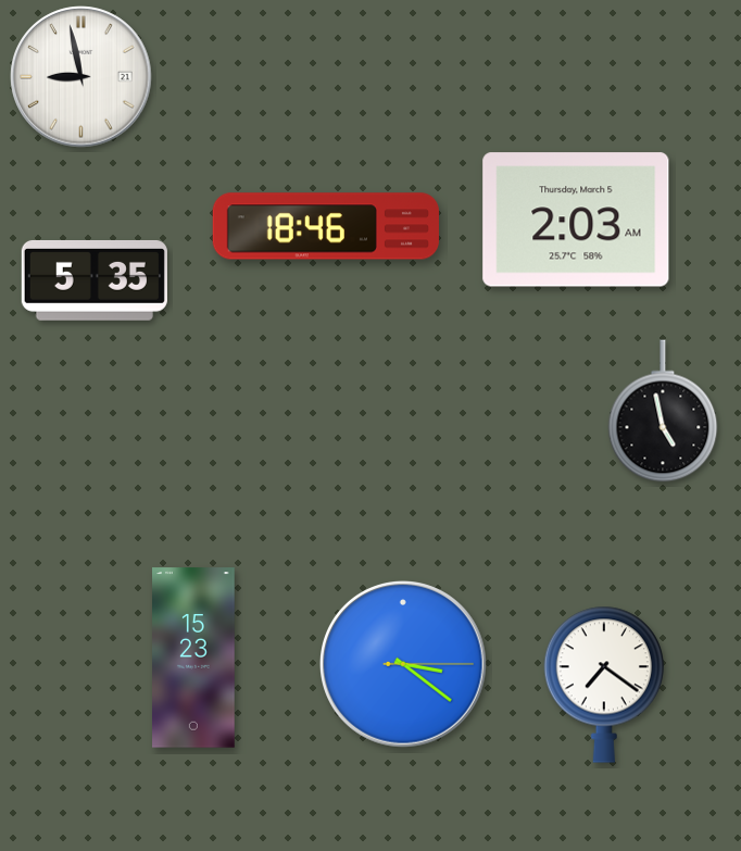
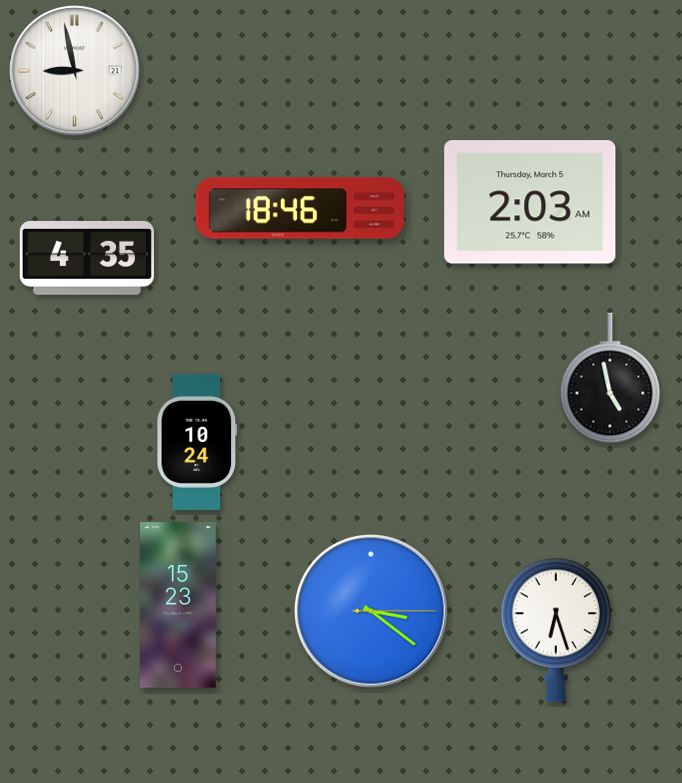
clock at (95, 280): 5:35 -> 4:35
clock at (197, 442): none -> 10:24
clock at (604, 685): 7:21 -> 6:27
